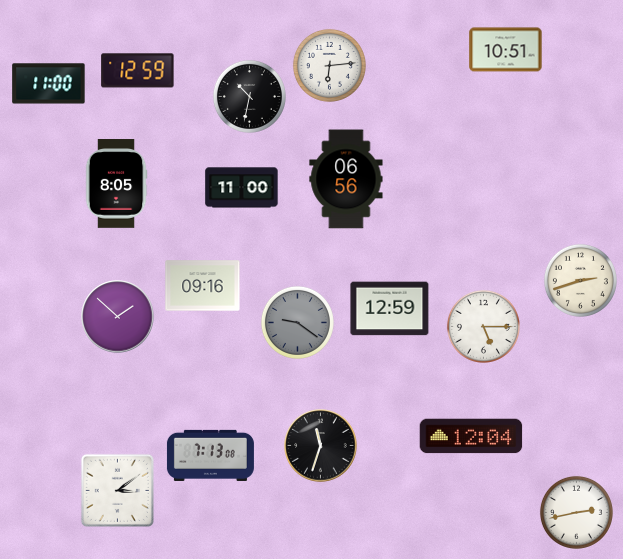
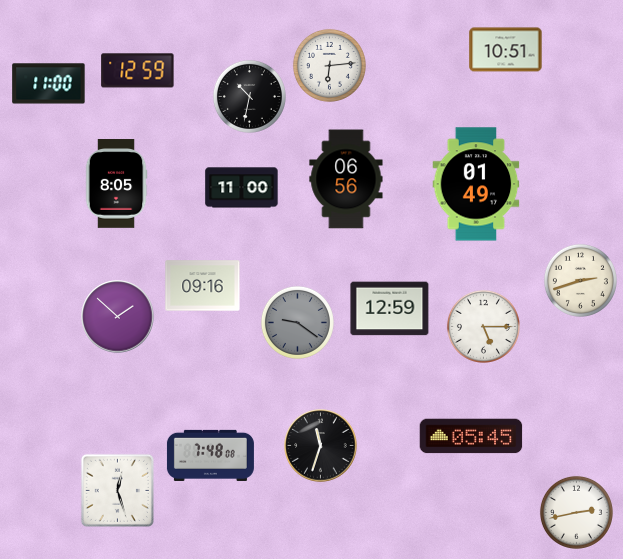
clock at (476, 184): none -> 01:49
clock at (471, 436): 12:04 -> 05:45
clock at (210, 455): 7:13 -> 7:48
clock at (117, 490): 3:09 -> 12:27
